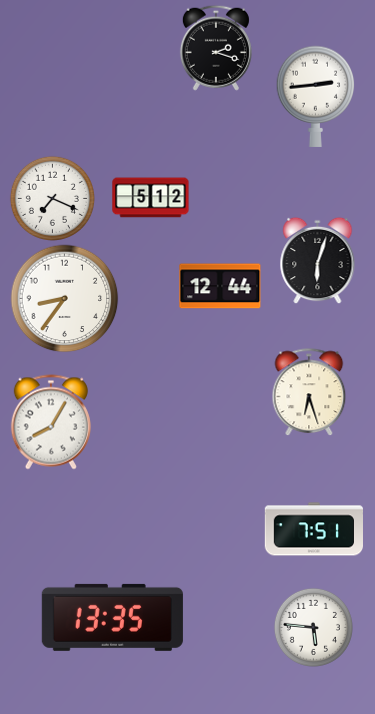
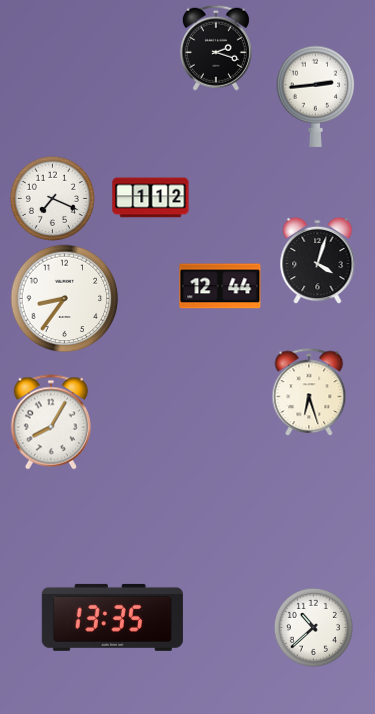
clock at (151, 198): 5:12 -> 1:12
clock at (318, 260): 6:03 -> 4:03
clock at (313, 529): 7:51 -> none
clock at (313, 627): 5:46 -> 10:38
